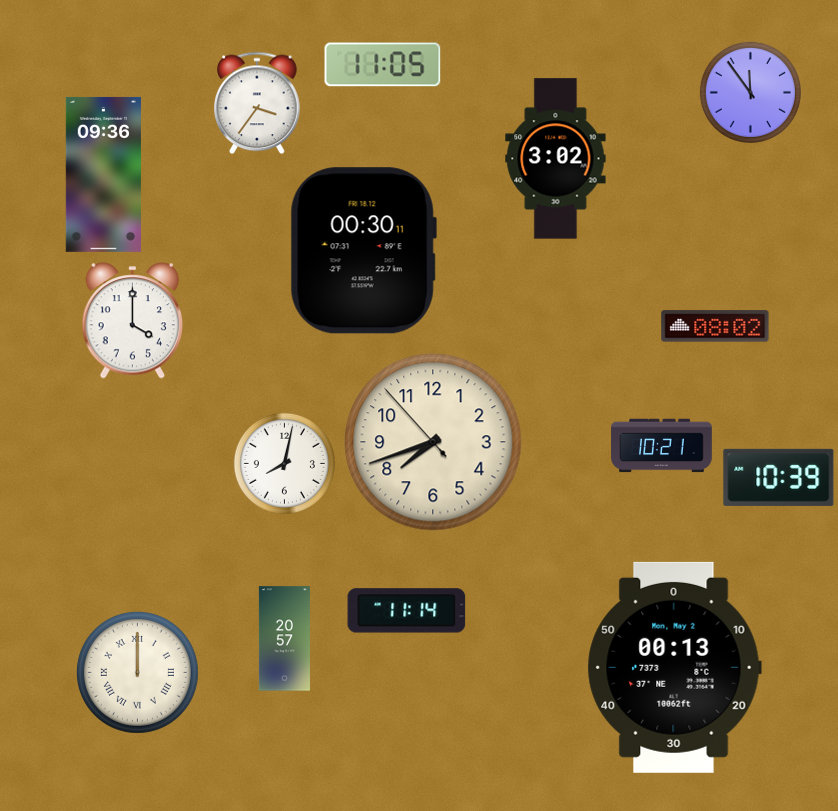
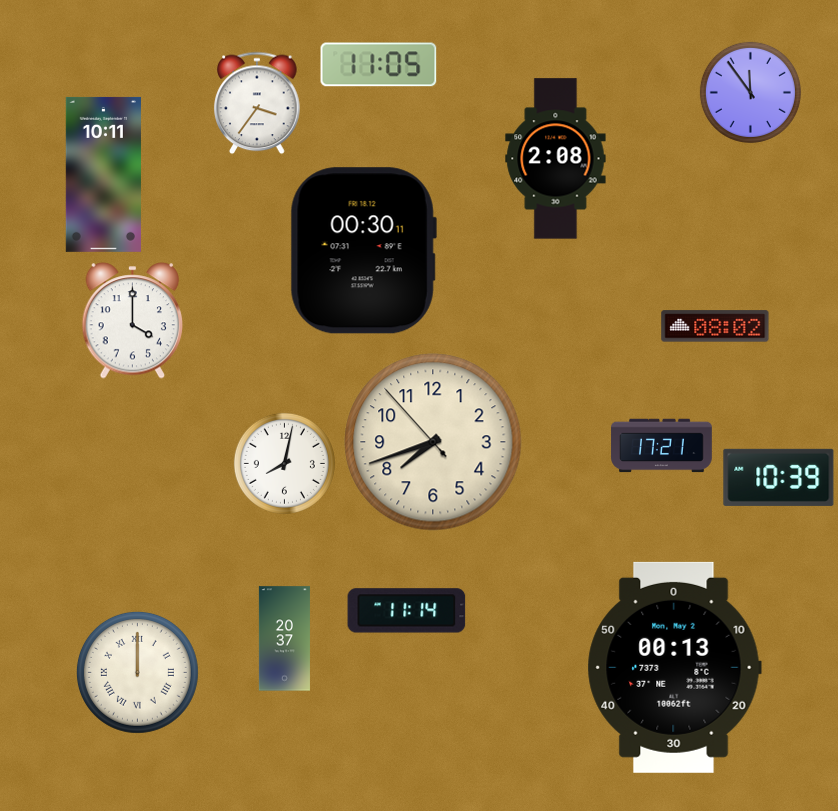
clock at (383, 65) position: (383, 65) -> (379, 65)
clock at (556, 159): 3:02 -> 2:08
clock at (103, 174): 09:36 -> 10:11
clock at (662, 446): 10:21 -> 17:21
clock at (284, 639): 20:57 -> 20:37
